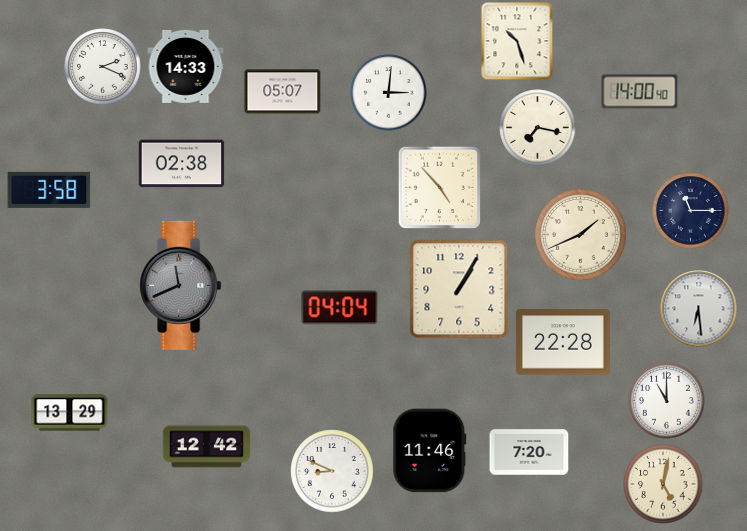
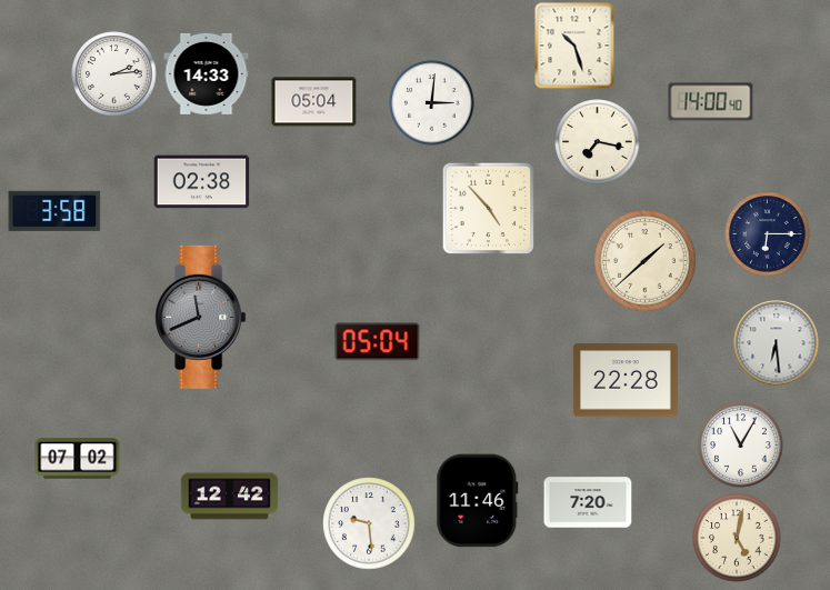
clock at (103, 67): 2:19 -> 2:14
clock at (283, 92): 05:07 -> 05:04
clock at (691, 211): 11:15 -> 6:15
clock at (581, 235): 1:41 -> 1:38
clock at (459, 289): 1:05 -> none
clock at (340, 308): 04:04 -> 05:04
clock at (667, 401): 11:00 -> 11:05
clock at (70, 413): 13:29 -> 07:02
clock at (332, 471): 8:49 -> 9:29
